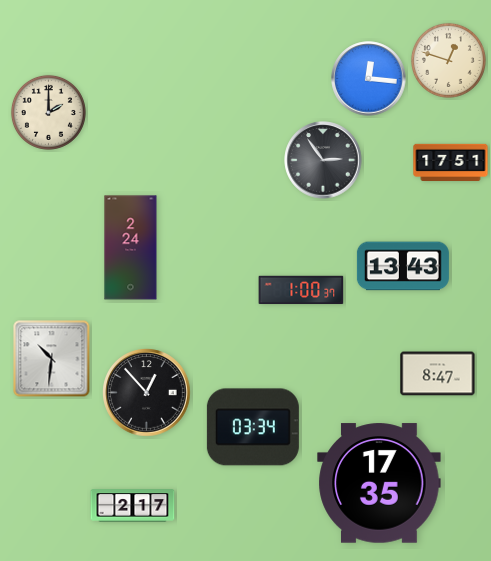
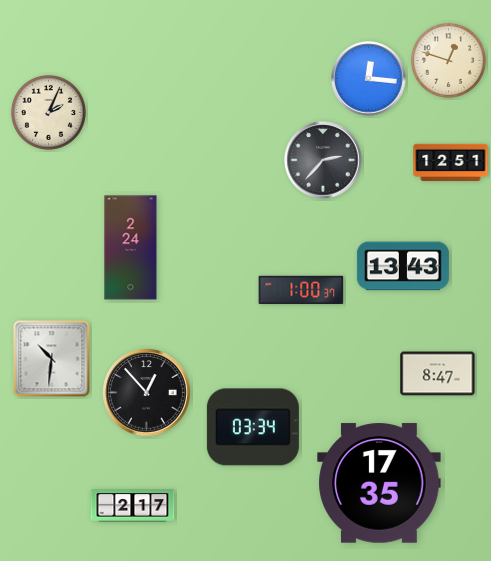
clock at (48, 112): 2:00 -> 2:04
clock at (323, 160): 2:54 -> 2:37
clock at (451, 163): 17:51 -> 12:51
